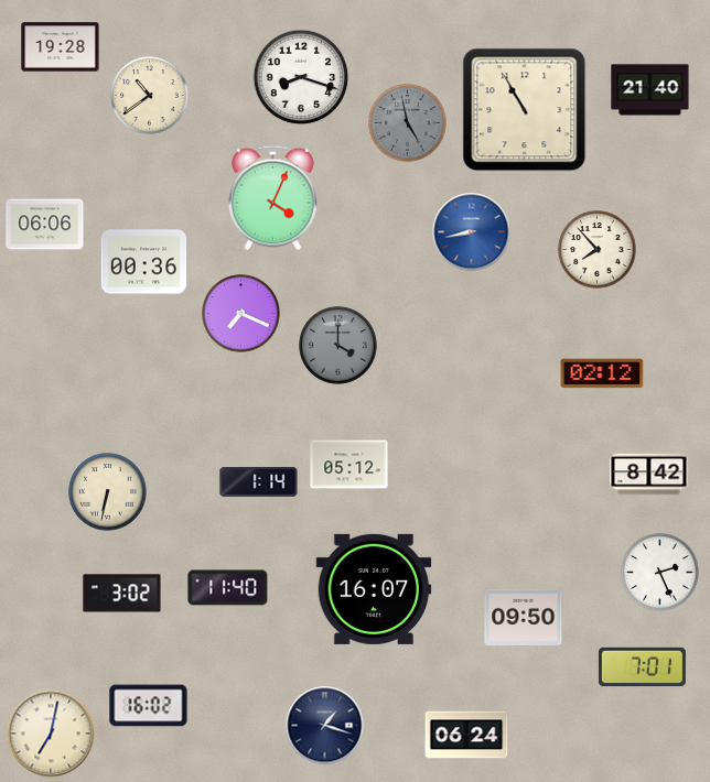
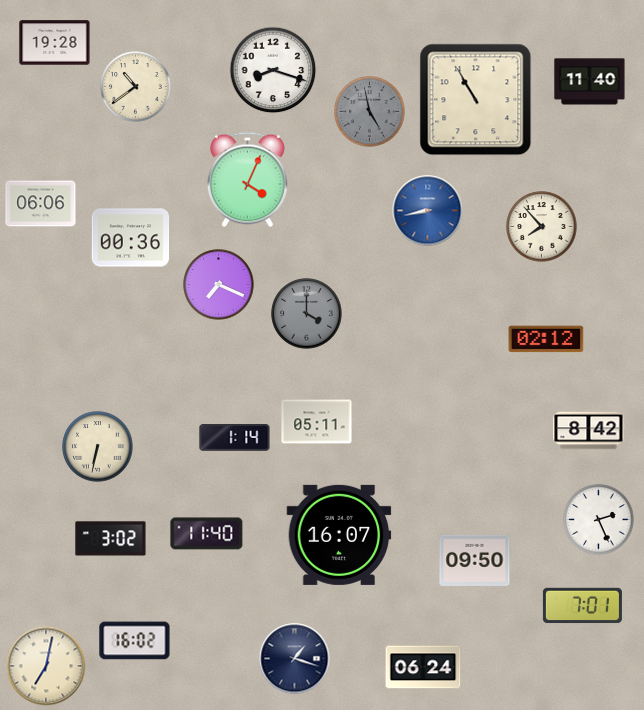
clock at (650, 90): 21:40 -> 11:40
clock at (349, 465): 05:12 -> 05:11
